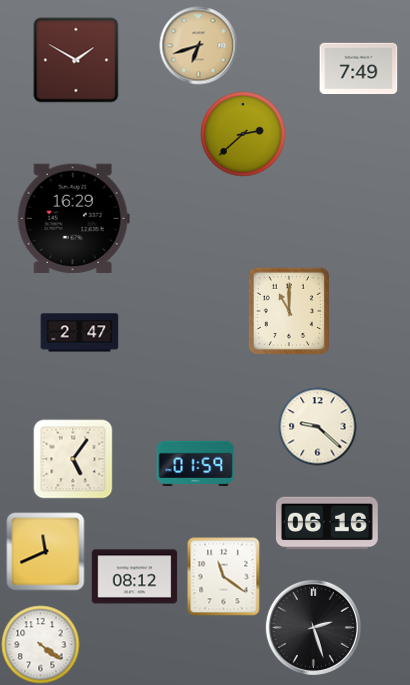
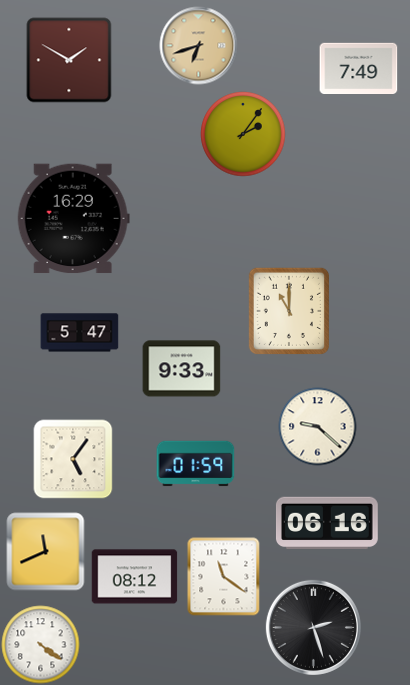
clock at (76, 60) position: (76, 60) -> (69, 60)
clock at (243, 134): 2:38 -> 2:06
clock at (79, 333): 2:47 -> 5:47
clock at (181, 369): none -> 9:33
